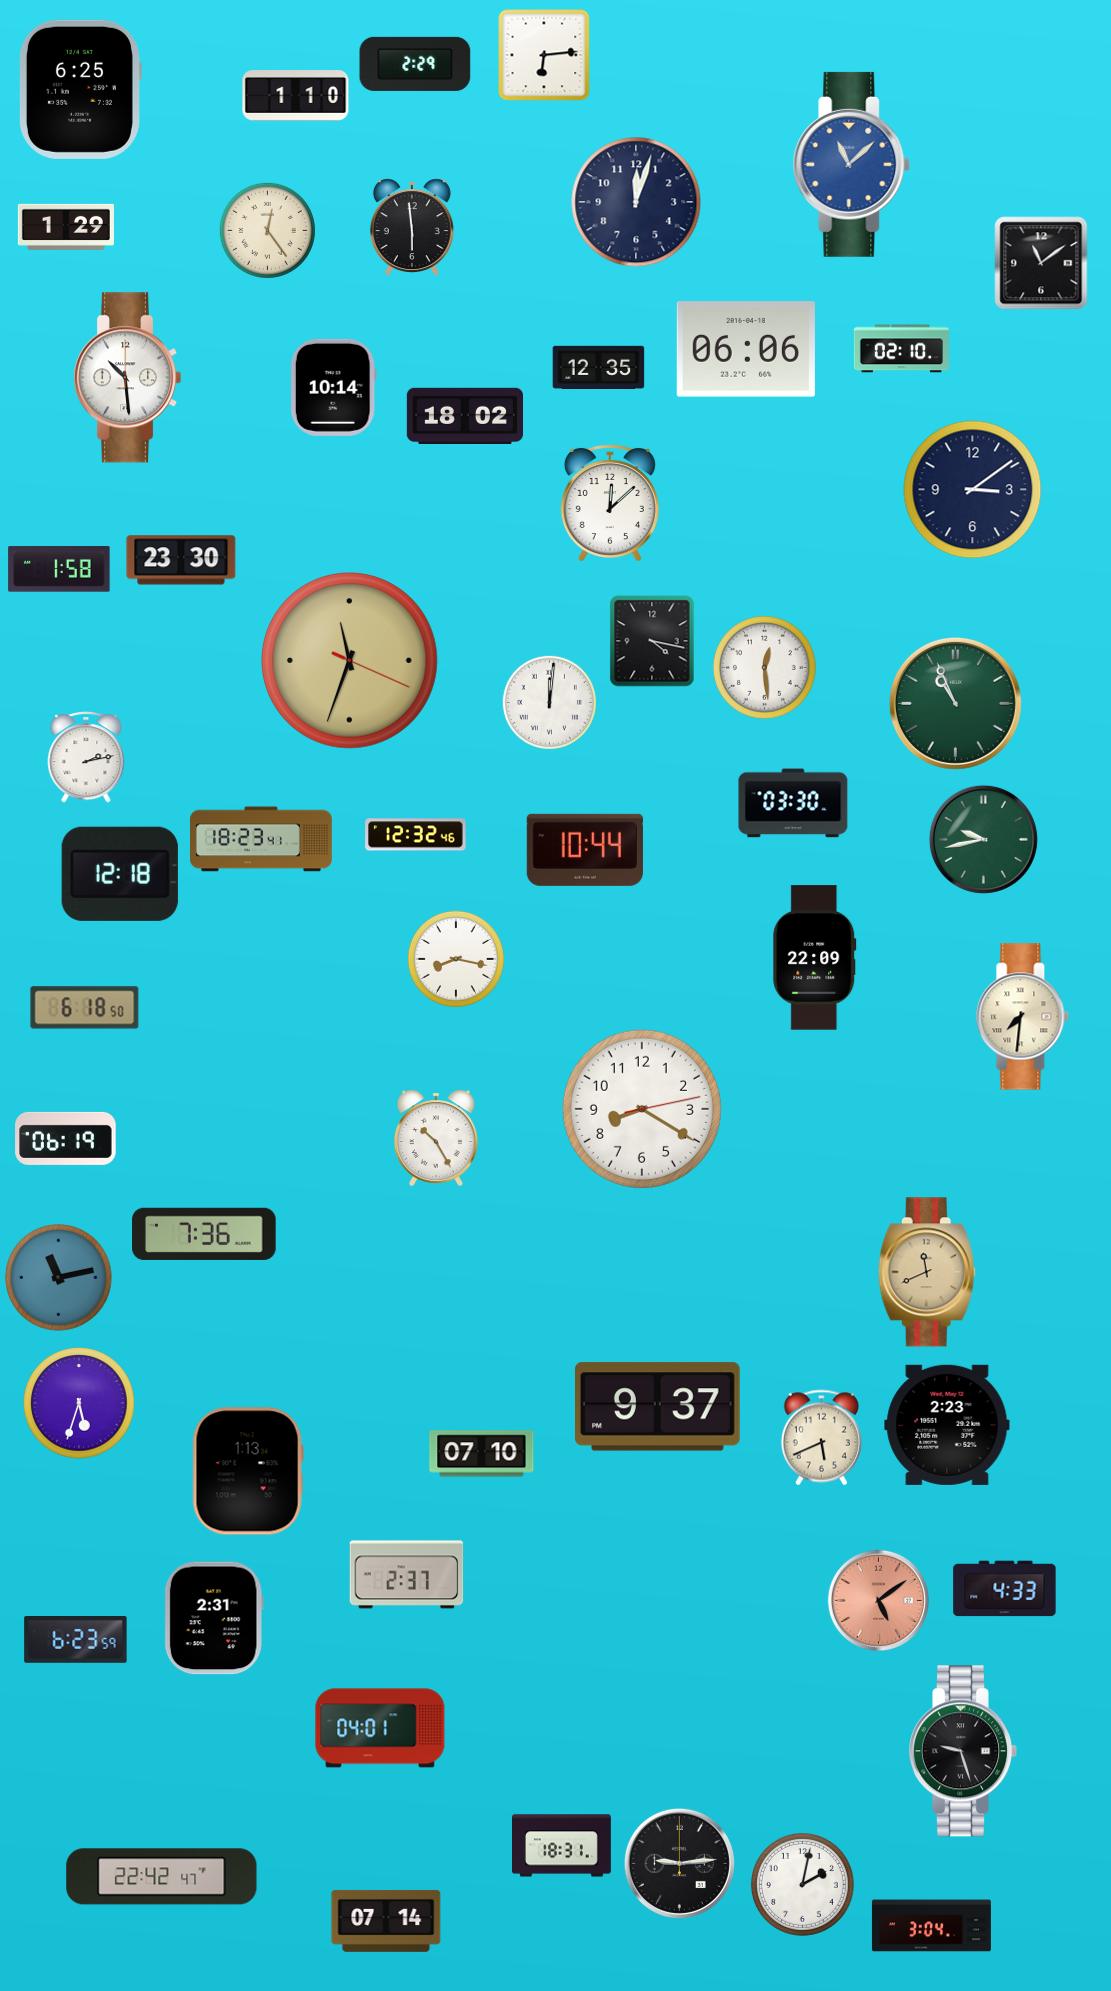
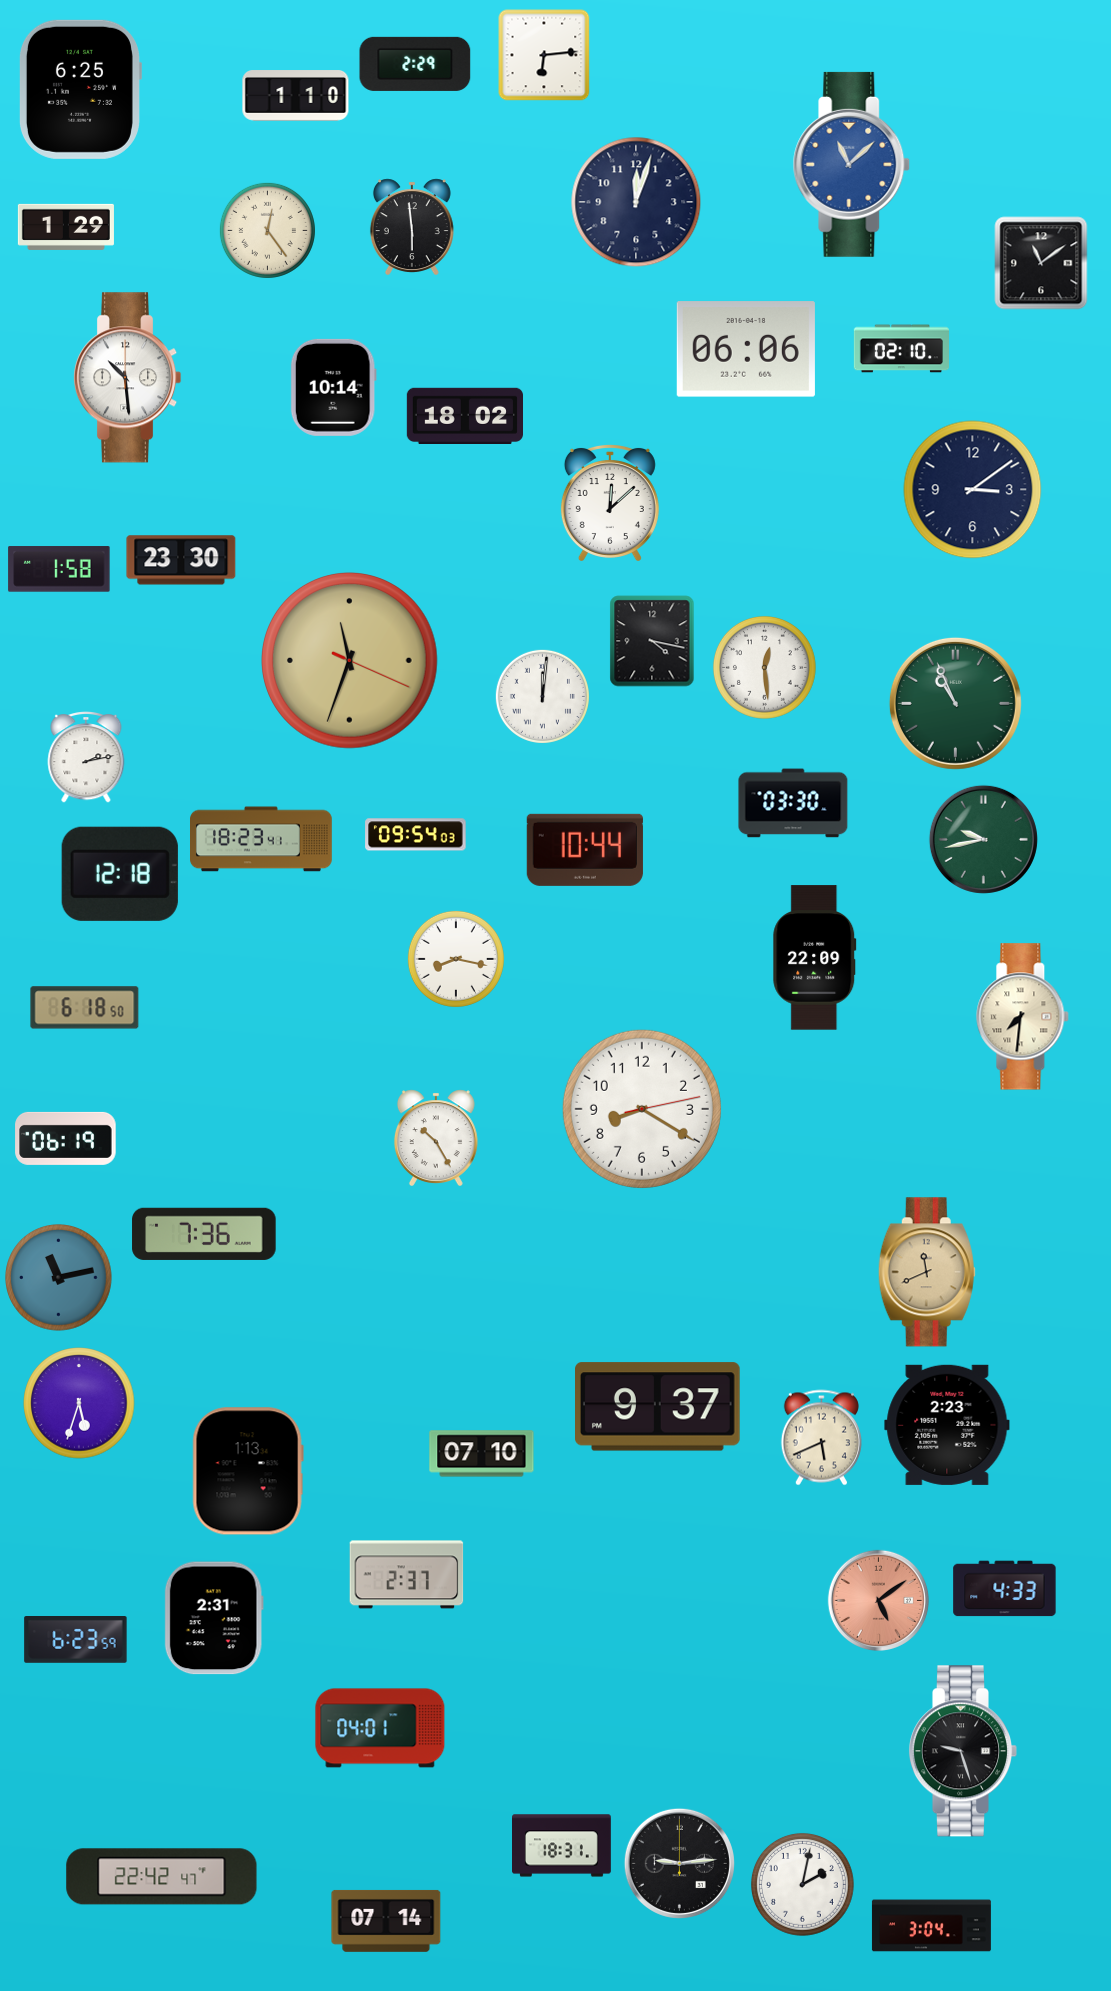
clock at (599, 367): 12:35 -> none
clock at (549, 702) position: (549, 702) -> (542, 696)
clock at (416, 835): 12:32 -> 09:54
